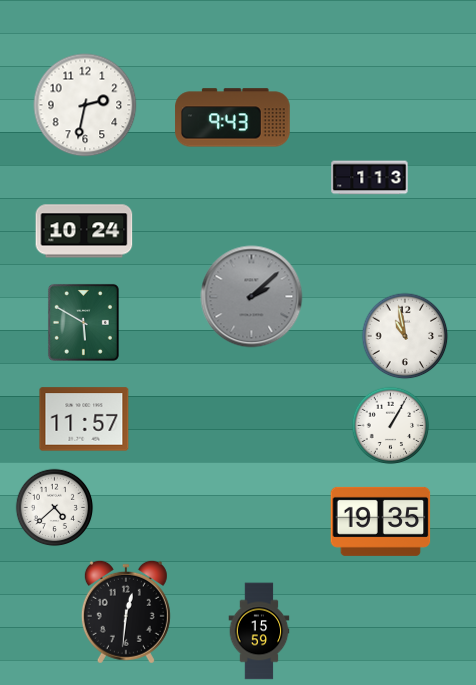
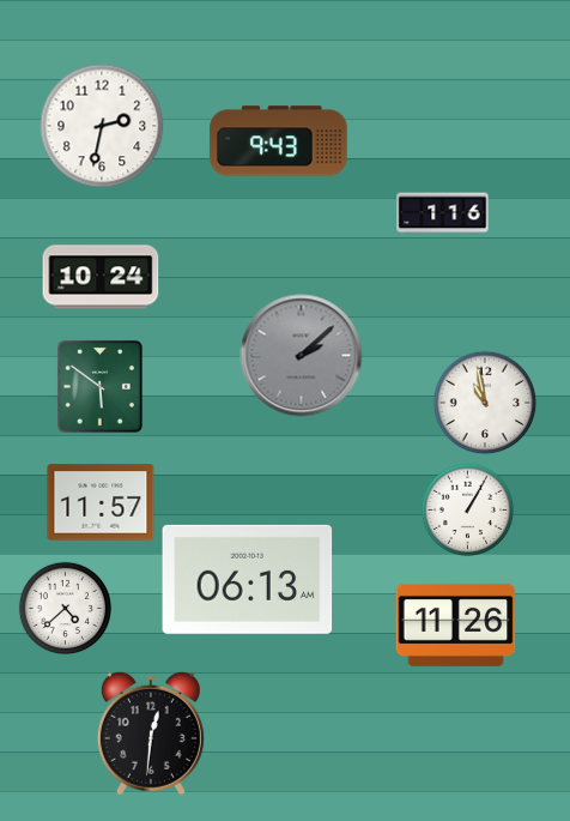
clock at (370, 178): 1:13 -> 1:16
clock at (83, 322): 5:50 -> 5:51
clock at (248, 579): none -> 06:13
clock at (381, 521): 19:35 -> 11:26
clock at (259, 631): 15:59 -> none
